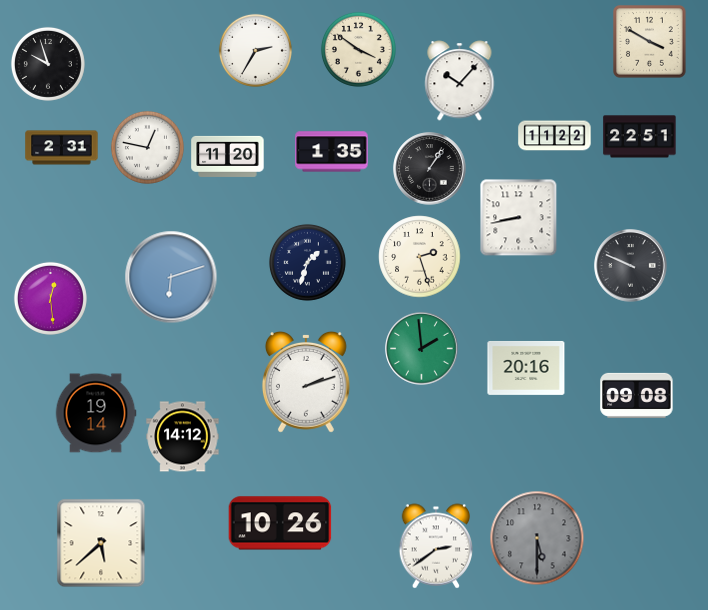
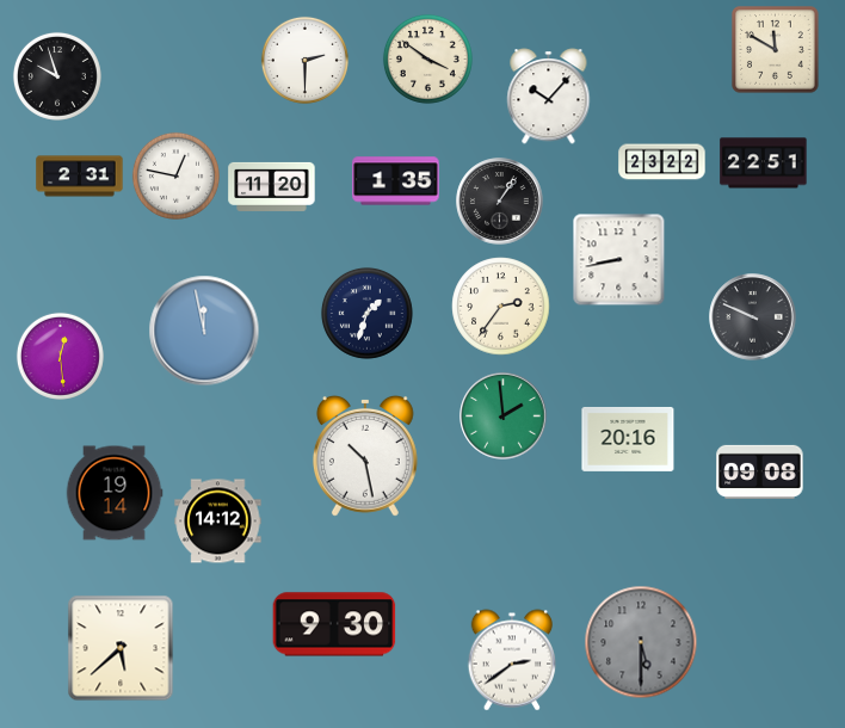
clock at (650, 42): 3:50 -> 11:50
clock at (255, 50): 2:35 -> 2:30
clock at (555, 136): 11:22 -> 23:22
clock at (62, 148) position: (62, 148) -> (80, 177)
clock at (430, 169) position: (430, 169) -> (500, 202)
clock at (420, 257): 2:27 -> 2:36
clock at (171, 277): 6:12 -> 11:58
clock at (306, 382): 2:12 -> 10:28
clock at (280, 523): 10:26 -> 9:30
clock at (436, 546) position: (436, 546) -> (512, 660)
